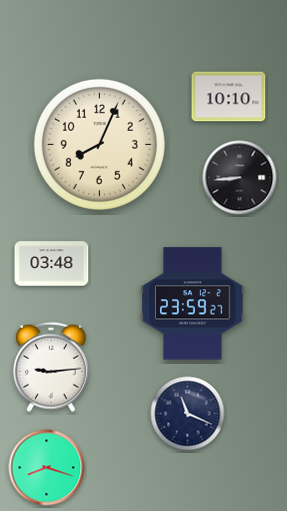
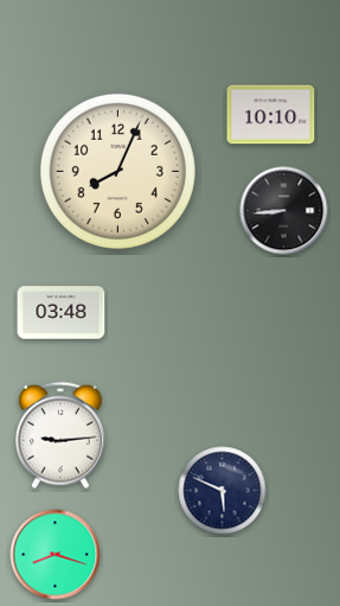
clock at (193, 304): 23:59 -> none
clock at (188, 414): 11:19 -> 5:49
